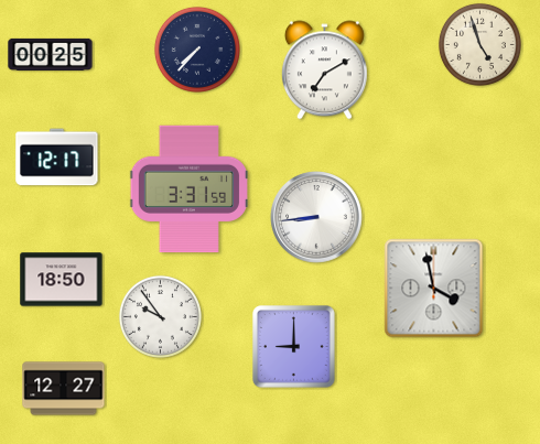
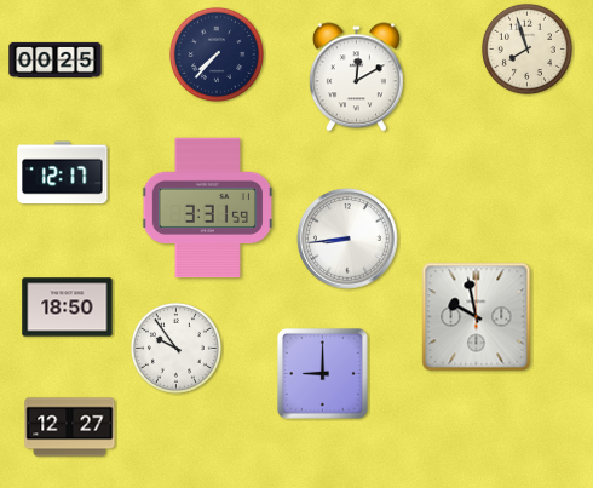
clock at (479, 44): 4:57 -> 7:57
clock at (324, 71): 7:10 -> 12:10
clock at (434, 289): 3:58 -> 9:58
clock at (294, 347) position: (294, 347) -> (323, 374)
